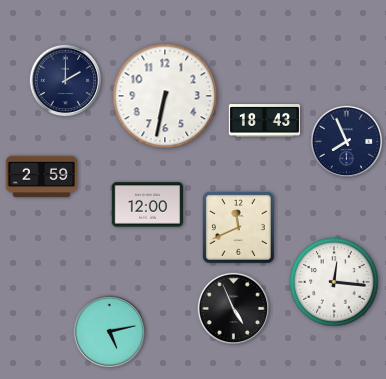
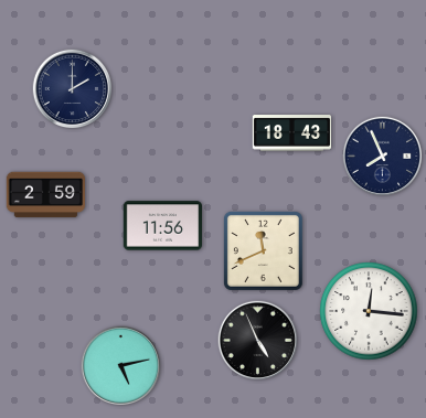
clock at (165, 96): 6:32 -> none
clock at (147, 205): 12:00 -> 11:56
